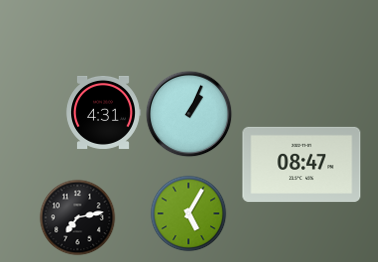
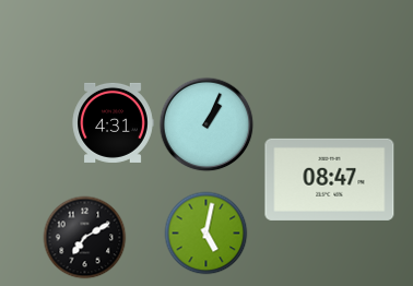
clock at (189, 214): 5:05 -> 5:02
clock at (78, 218): 7:13 -> 7:10
